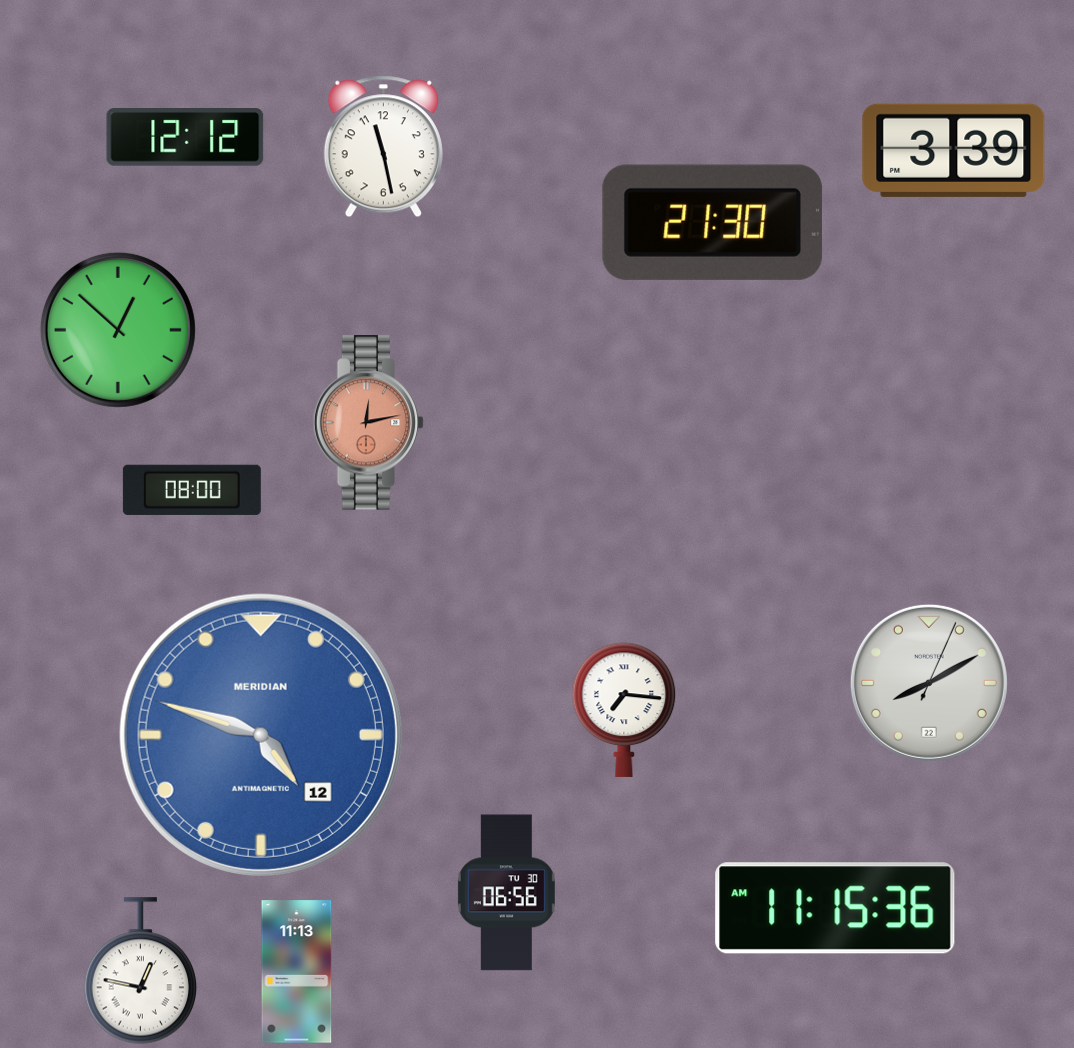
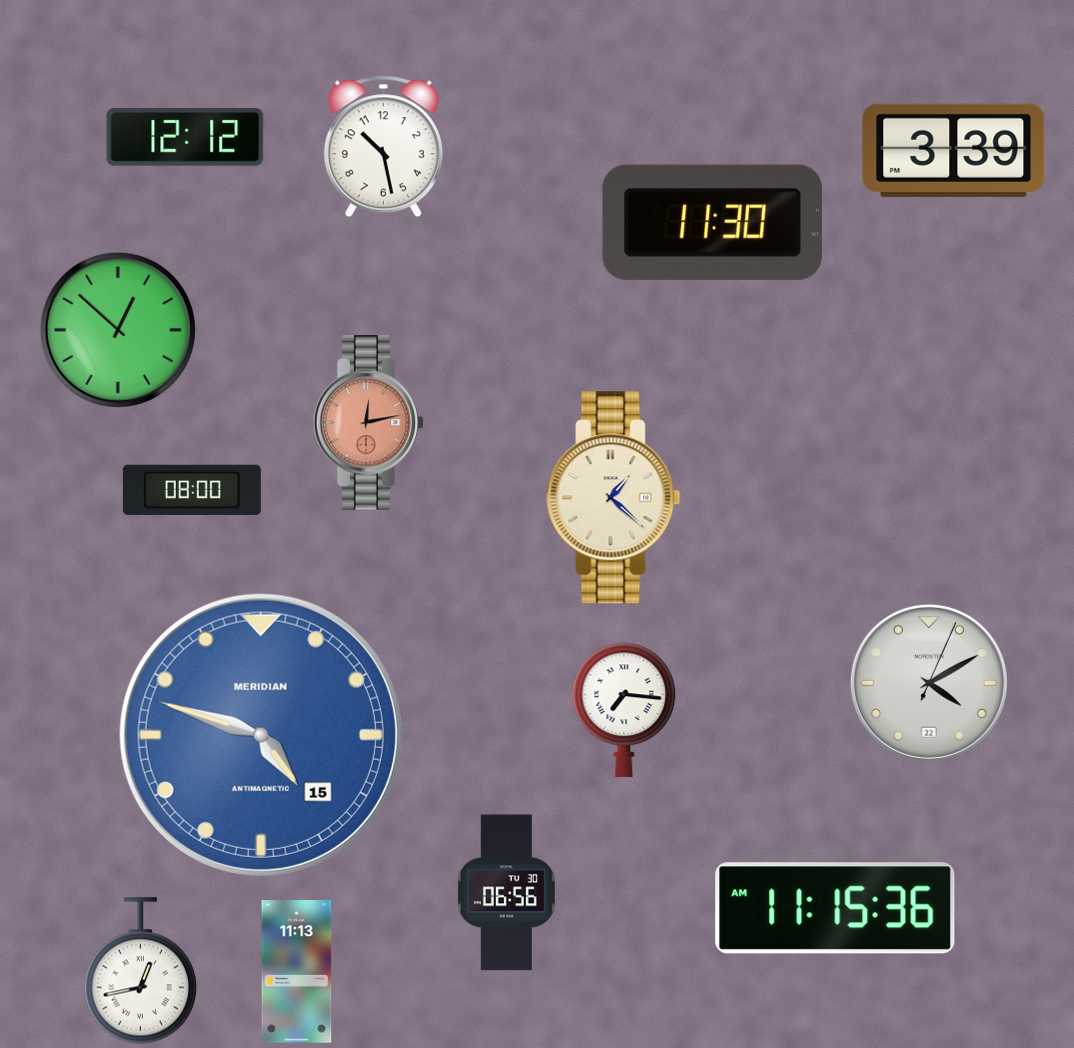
clock at (383, 147): 11:28 -> 10:28
clock at (712, 222): 21:30 -> 11:30
clock at (614, 498): none -> 1:22
clock at (929, 683): 8:10 -> 4:10
clock at (261, 735) date: 12 -> 15
clock at (141, 971): 12:47 -> 12:43
